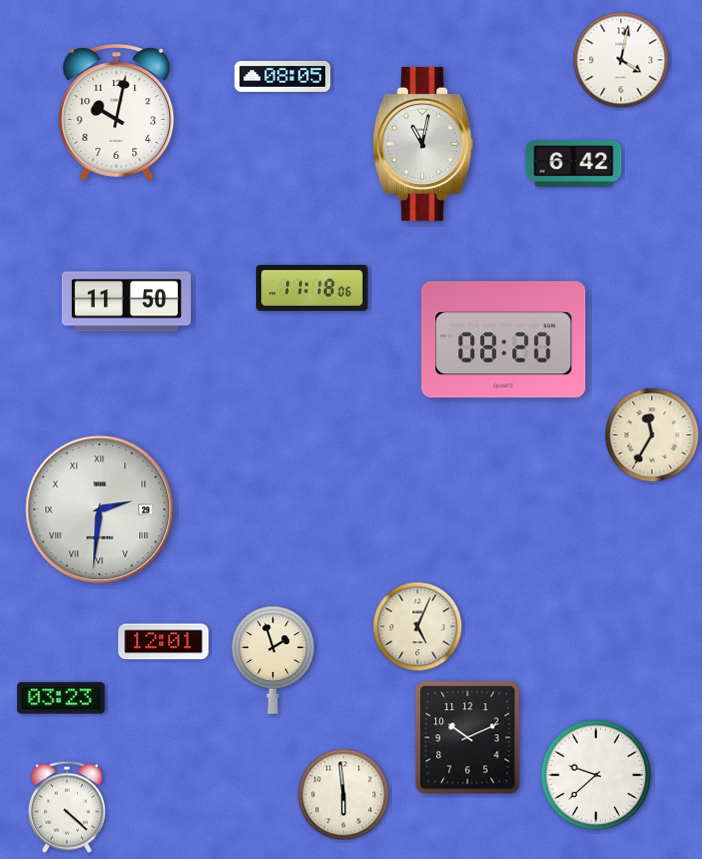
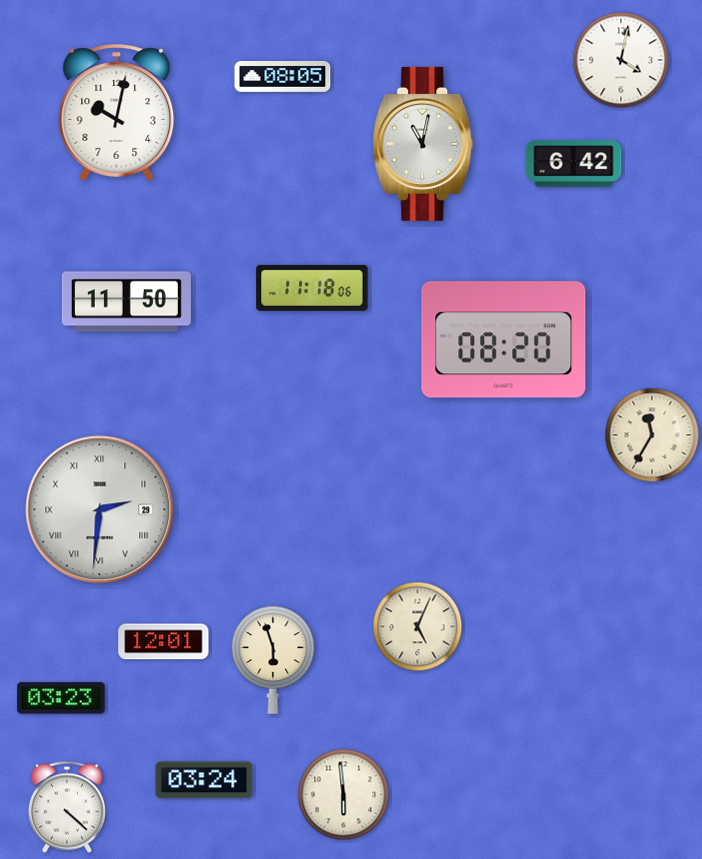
clock at (273, 660): 1:57 -> 5:57
clock at (468, 738): 10:11 -> none
clock at (596, 775): 9:38 -> none
clock at (204, 780): none -> 03:24
